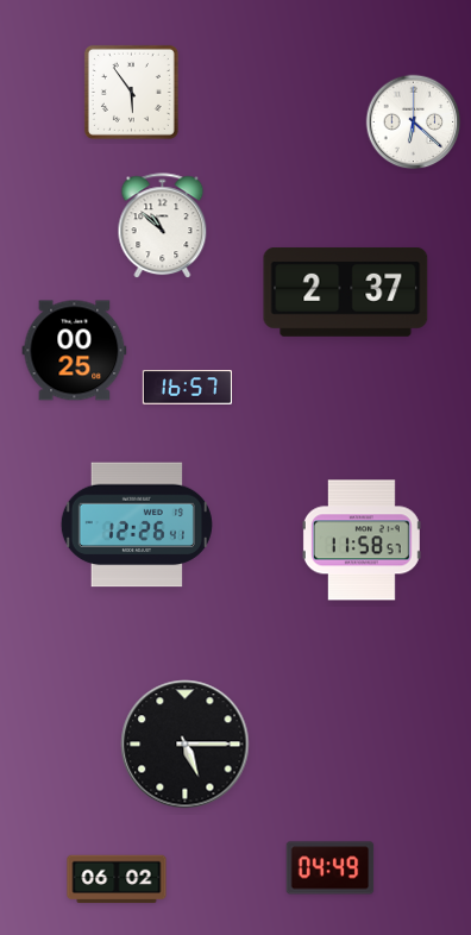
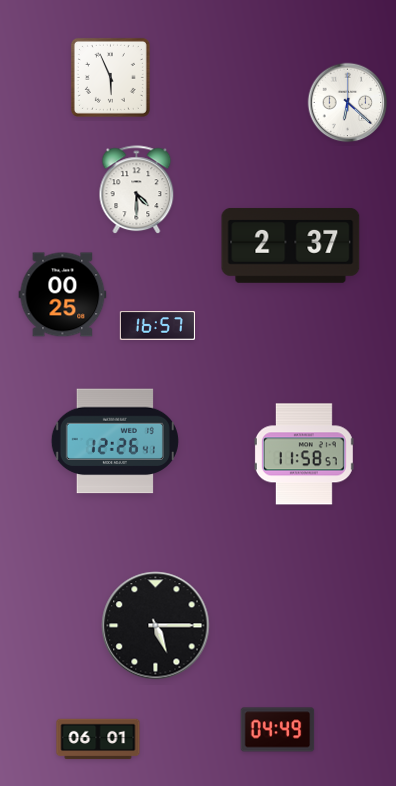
clock at (131, 92): 5:54 -> 5:56
clock at (163, 226): 10:52 -> 4:30
clock at (117, 879): 06:02 -> 06:01
